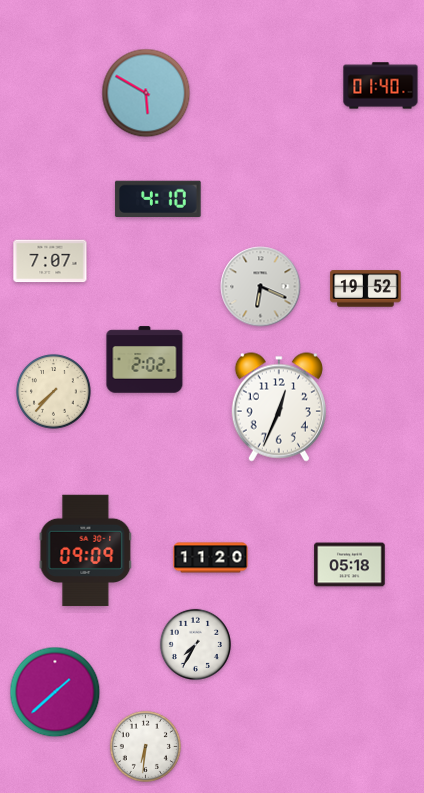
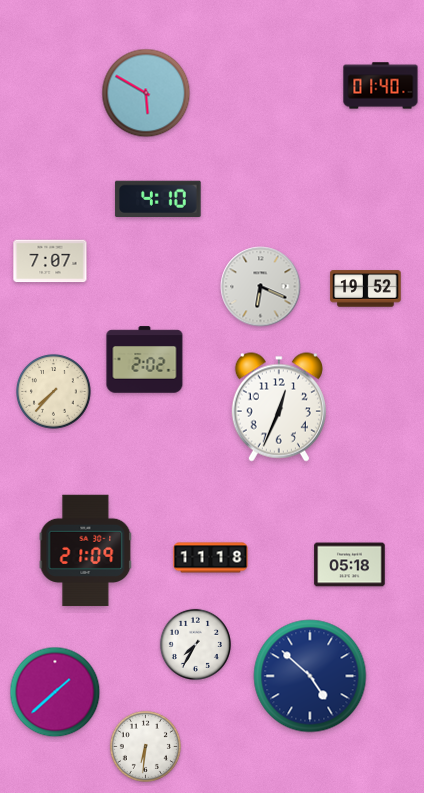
clock at (86, 551): 09:09 -> 21:09
clock at (211, 558): 11:20 -> 11:18
clock at (310, 676): none -> 4:52
